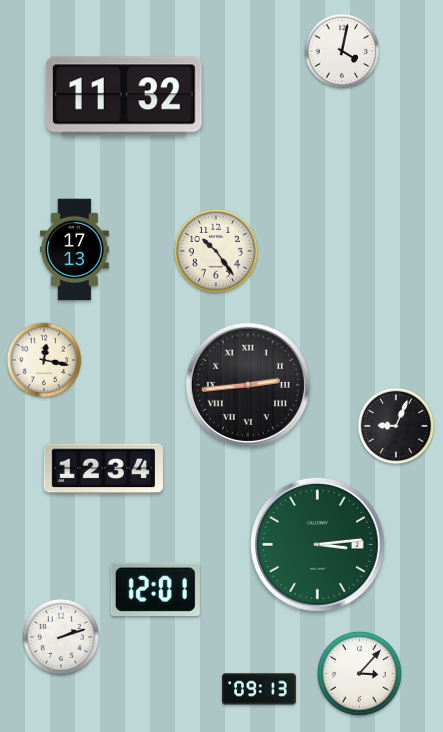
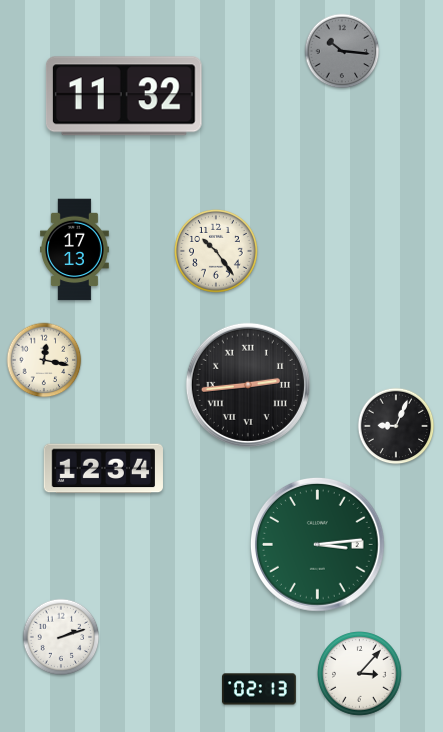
clock at (342, 51): 4:02 -> 10:16
clock at (342, 51) dial: white -> grey
clock at (155, 589): 12:01 -> none
clock at (260, 689): 09:13 -> 02:13
